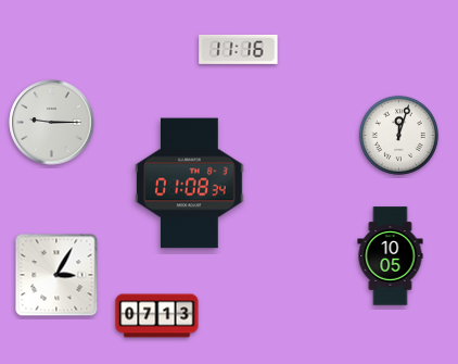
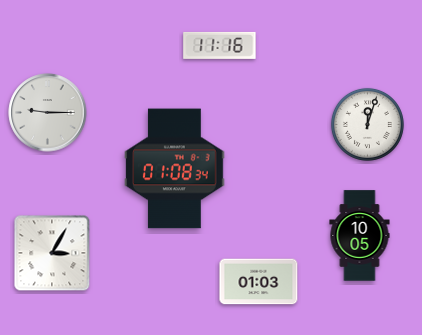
clock at (259, 282): none -> 01:03
clock at (157, 316): 07:13 -> none
